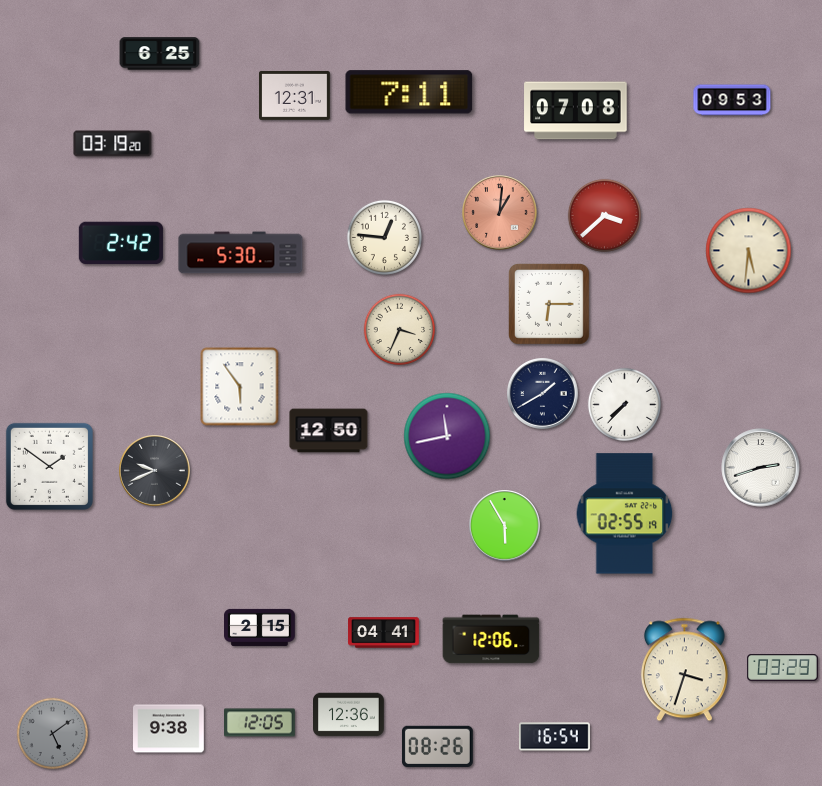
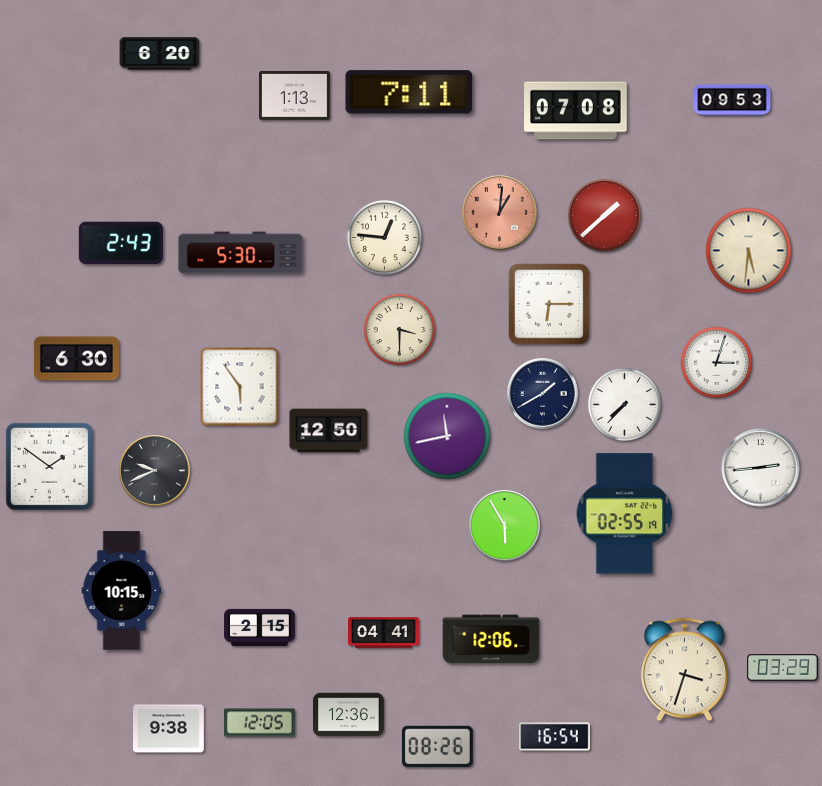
clock at (160, 54): 6:25 -> 6:20
clock at (295, 95): 12:31 -> 1:13
clock at (113, 144): 03:19 -> none
clock at (604, 215): 3:38 -> 1:38
clock at (121, 243): 2:42 -> 2:43
clock at (400, 330): 3:34 -> 3:30
clock at (76, 359): none -> 6:30
clock at (717, 363): none -> 3:03
clock at (761, 468): 2:42 -> 2:44
clock at (122, 591): none -> 10:15
clock at (53, 734): 5:09 -> none
